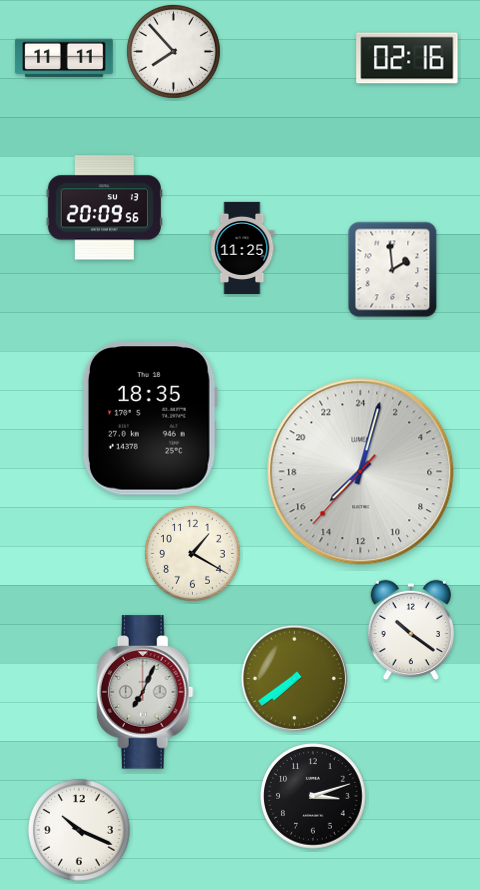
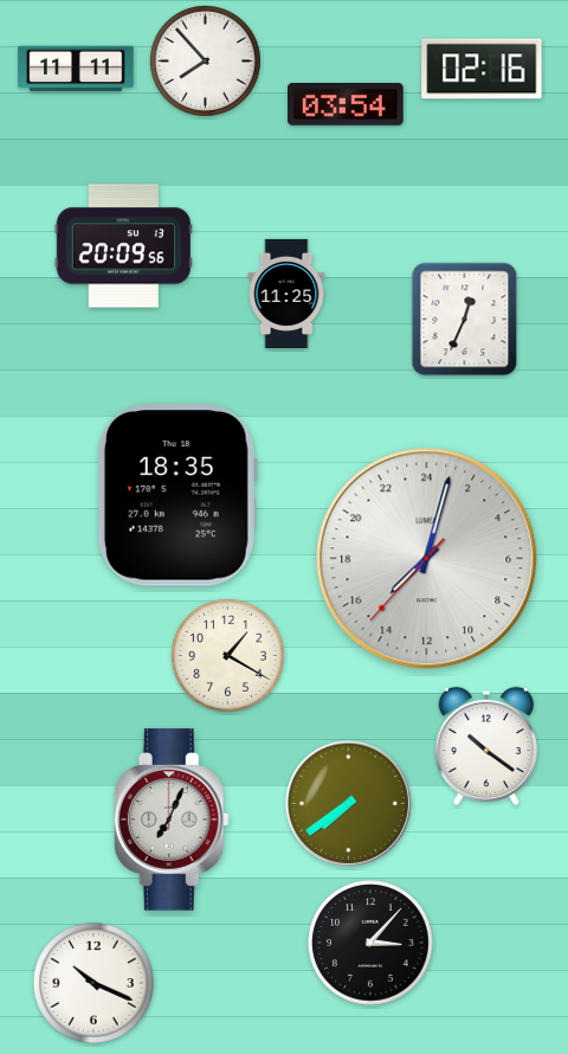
clock at (346, 104): none -> 03:54
clock at (393, 270): 1:59 -> 12:34
clock at (313, 796): 3:12 -> 3:07
